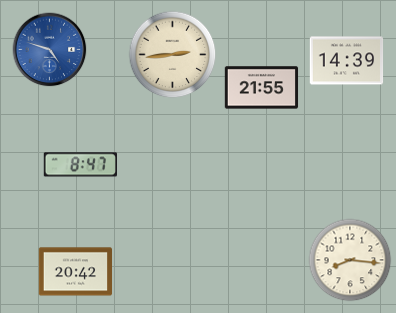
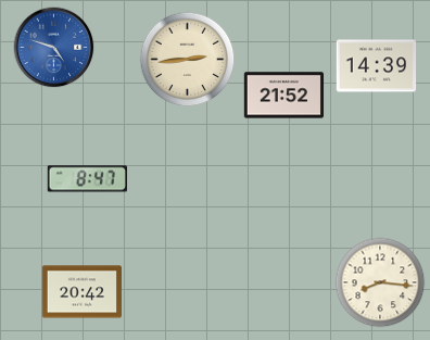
clock at (50, 50) position: (50, 50) -> (54, 48)
clock at (262, 88): 21:55 -> 21:52
clock at (76, 272) position: (76, 272) -> (83, 292)
